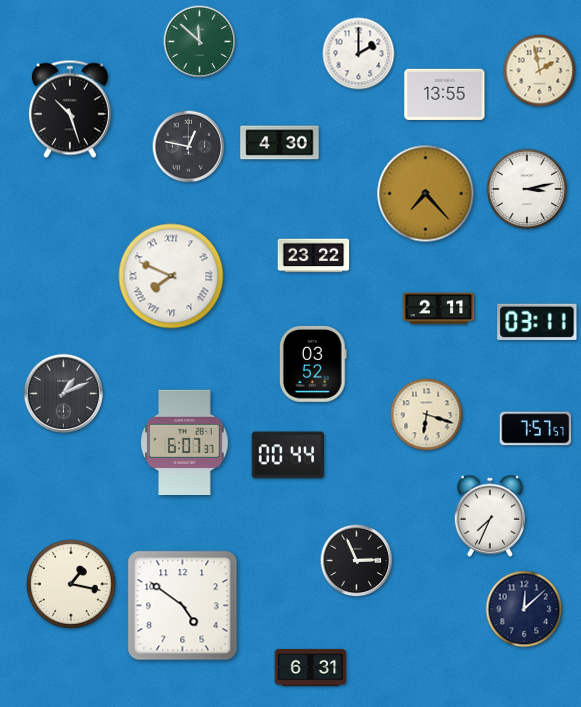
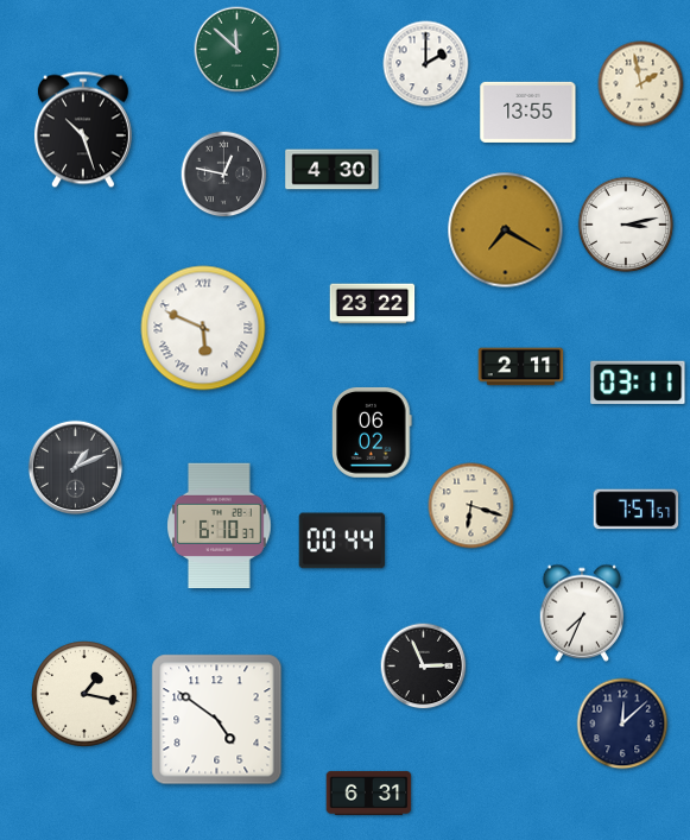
clock at (426, 194): 7:23 -> 7:20
clock at (171, 276): 7:49 -> 5:49
clock at (314, 364): 03:52 -> 06:02
clock at (427, 415) position: (427, 415) -> (471, 506)
clock at (185, 443): 6:07 -> 6:10
